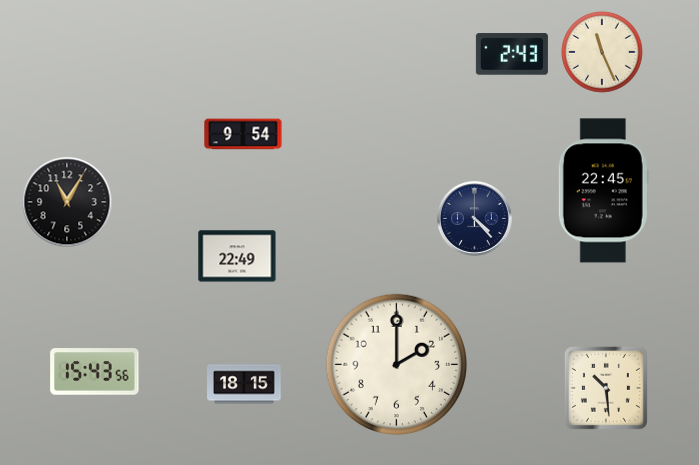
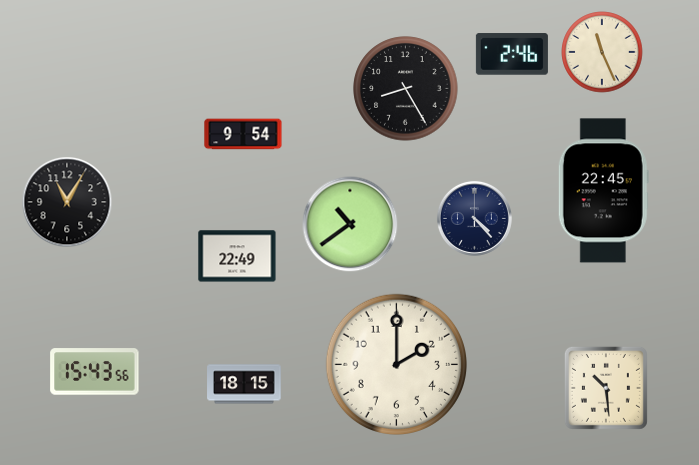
clock at (512, 54): 2:43 -> 2:46
clock at (406, 89): none -> 8:25
clock at (350, 224): none -> 10:39
